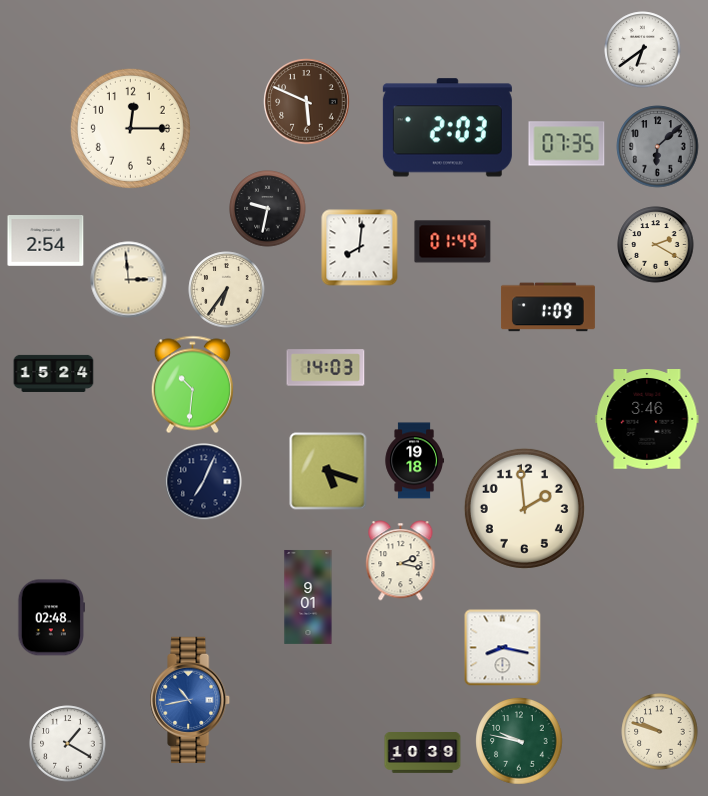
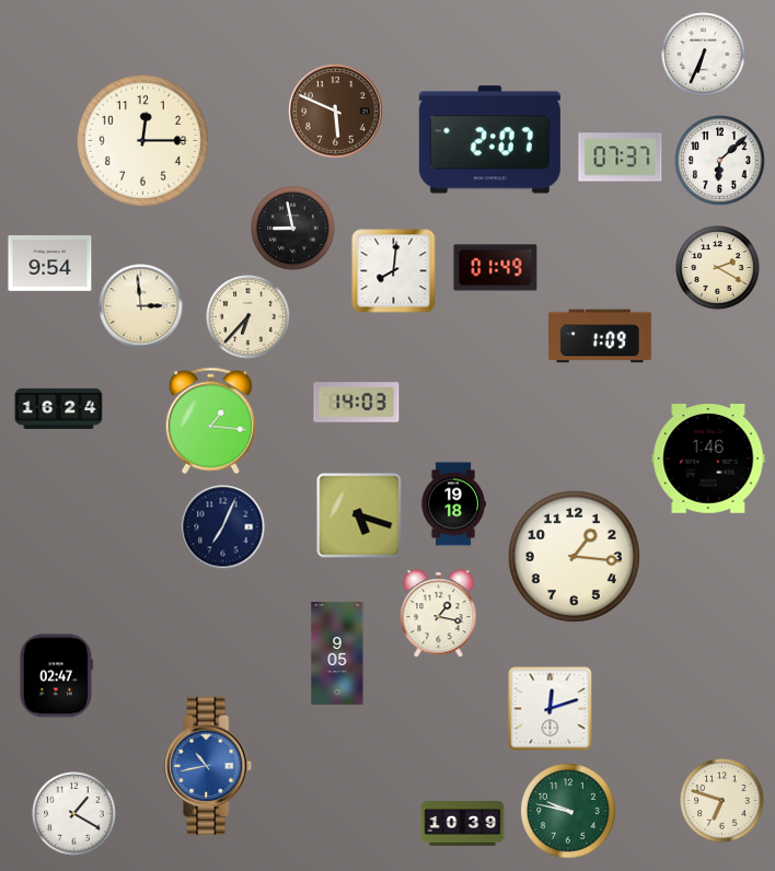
clock at (643, 50): 6:39 -> 6:34
clock at (447, 128): 2:03 -> 2:07
clock at (567, 144): 07:35 -> 07:37
clock at (658, 147) dial: grey -> white
clock at (268, 209): 9:32 -> 8:58
clock at (46, 241): 2:54 -> 9:54
clock at (453, 242) position: (453, 242) -> (496, 268)
clock at (227, 290): 6:36 -> 6:37
clock at (54, 373): 15:24 -> 16:24
clock at (192, 385): 10:31 -> 1:16
clock at (647, 420): 3:46 -> 1:46
clock at (524, 508): 1:59 -> 1:16
clock at (401, 561): 2:17 -> 1:17
clock at (308, 597): 9:01 -> 9:05
clock at (51, 618): 02:48 -> 02:47
clock at (503, 648): 8:17 -> 12:12
clock at (660, 732): 9:48 -> 6:48
